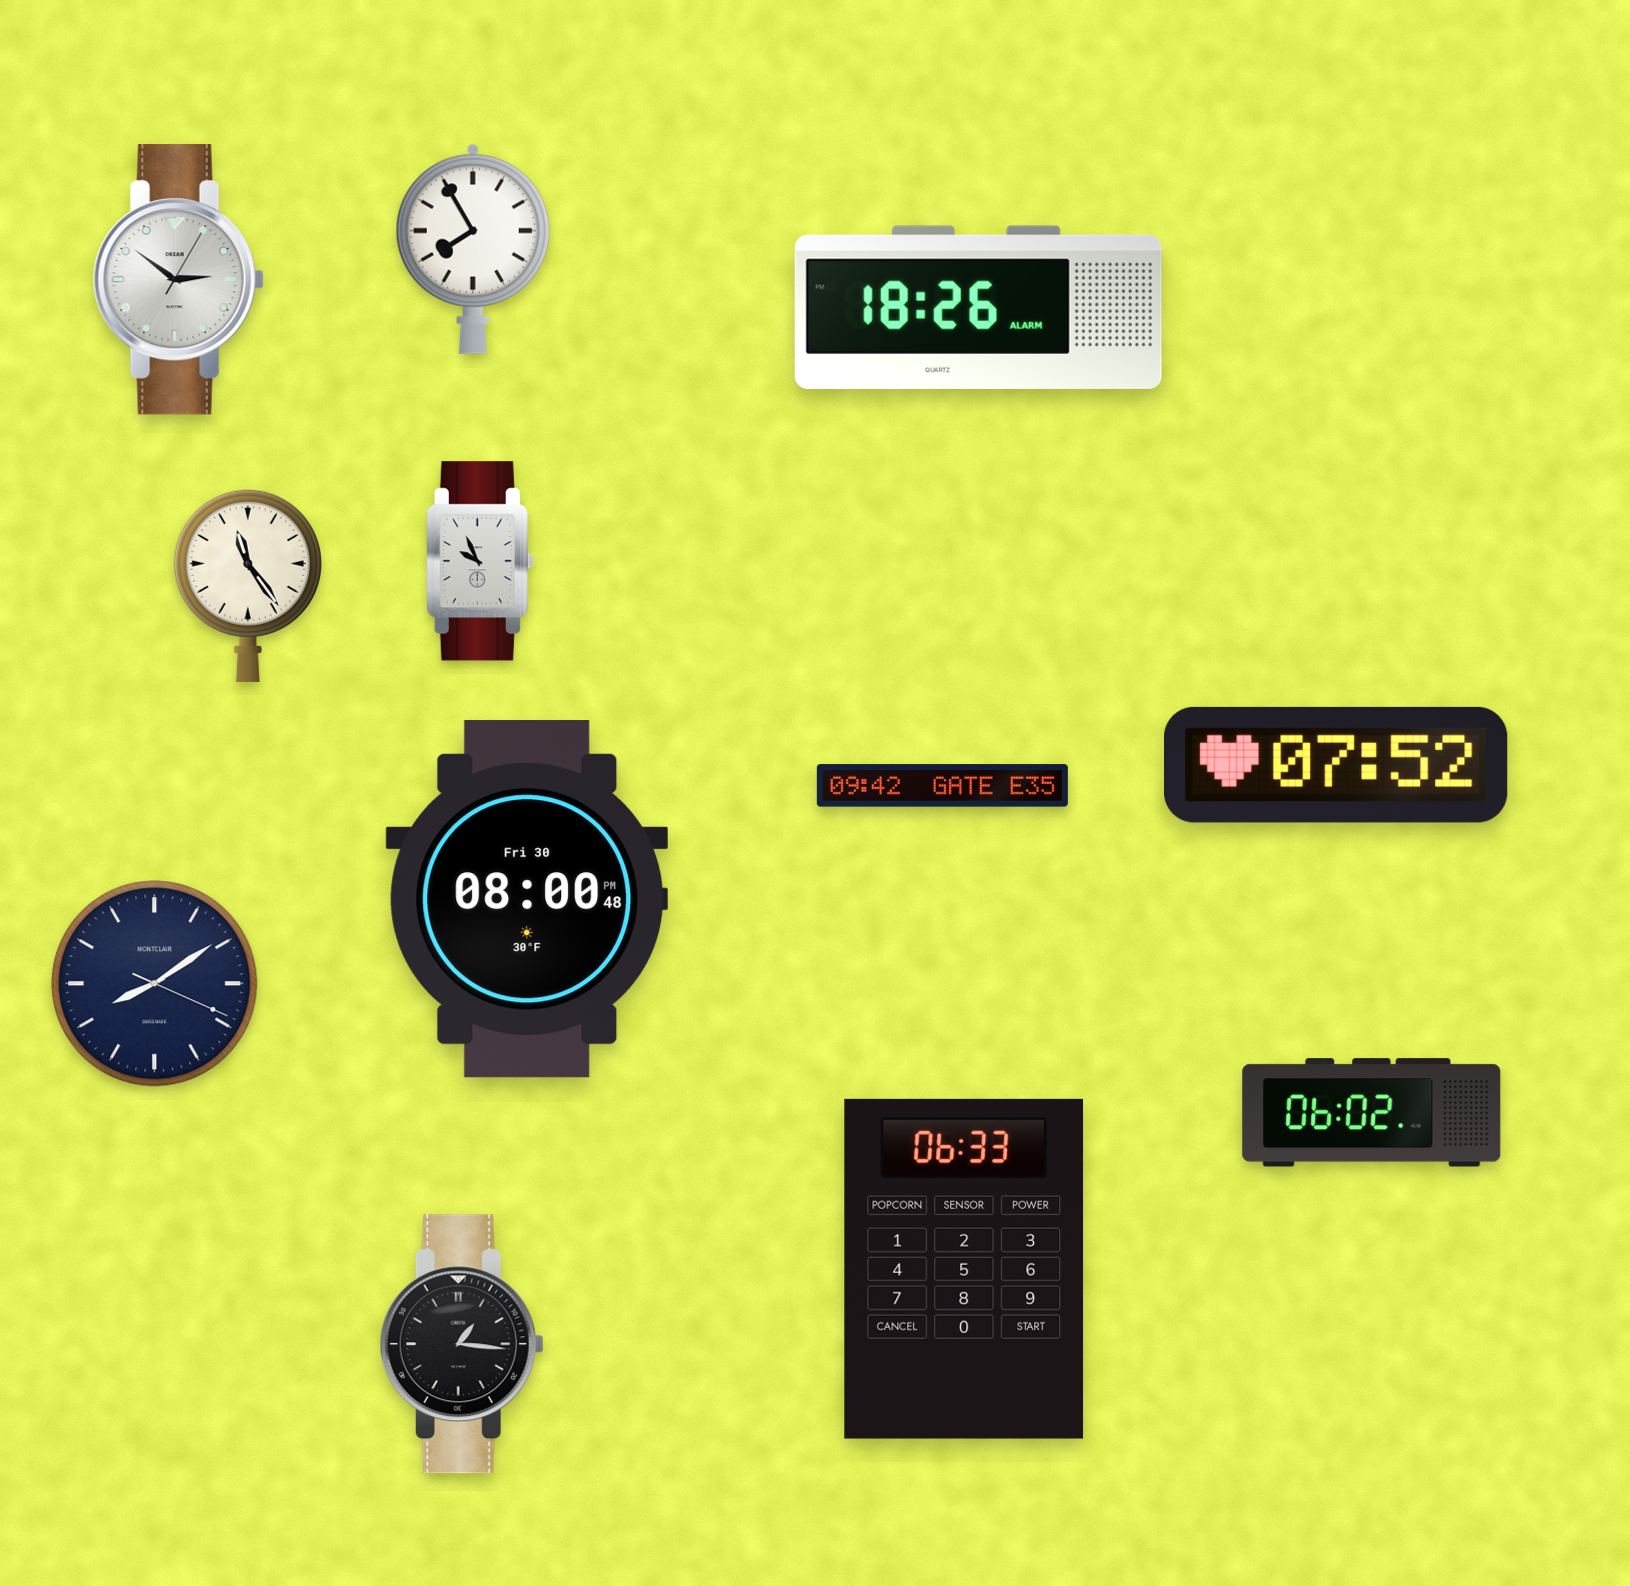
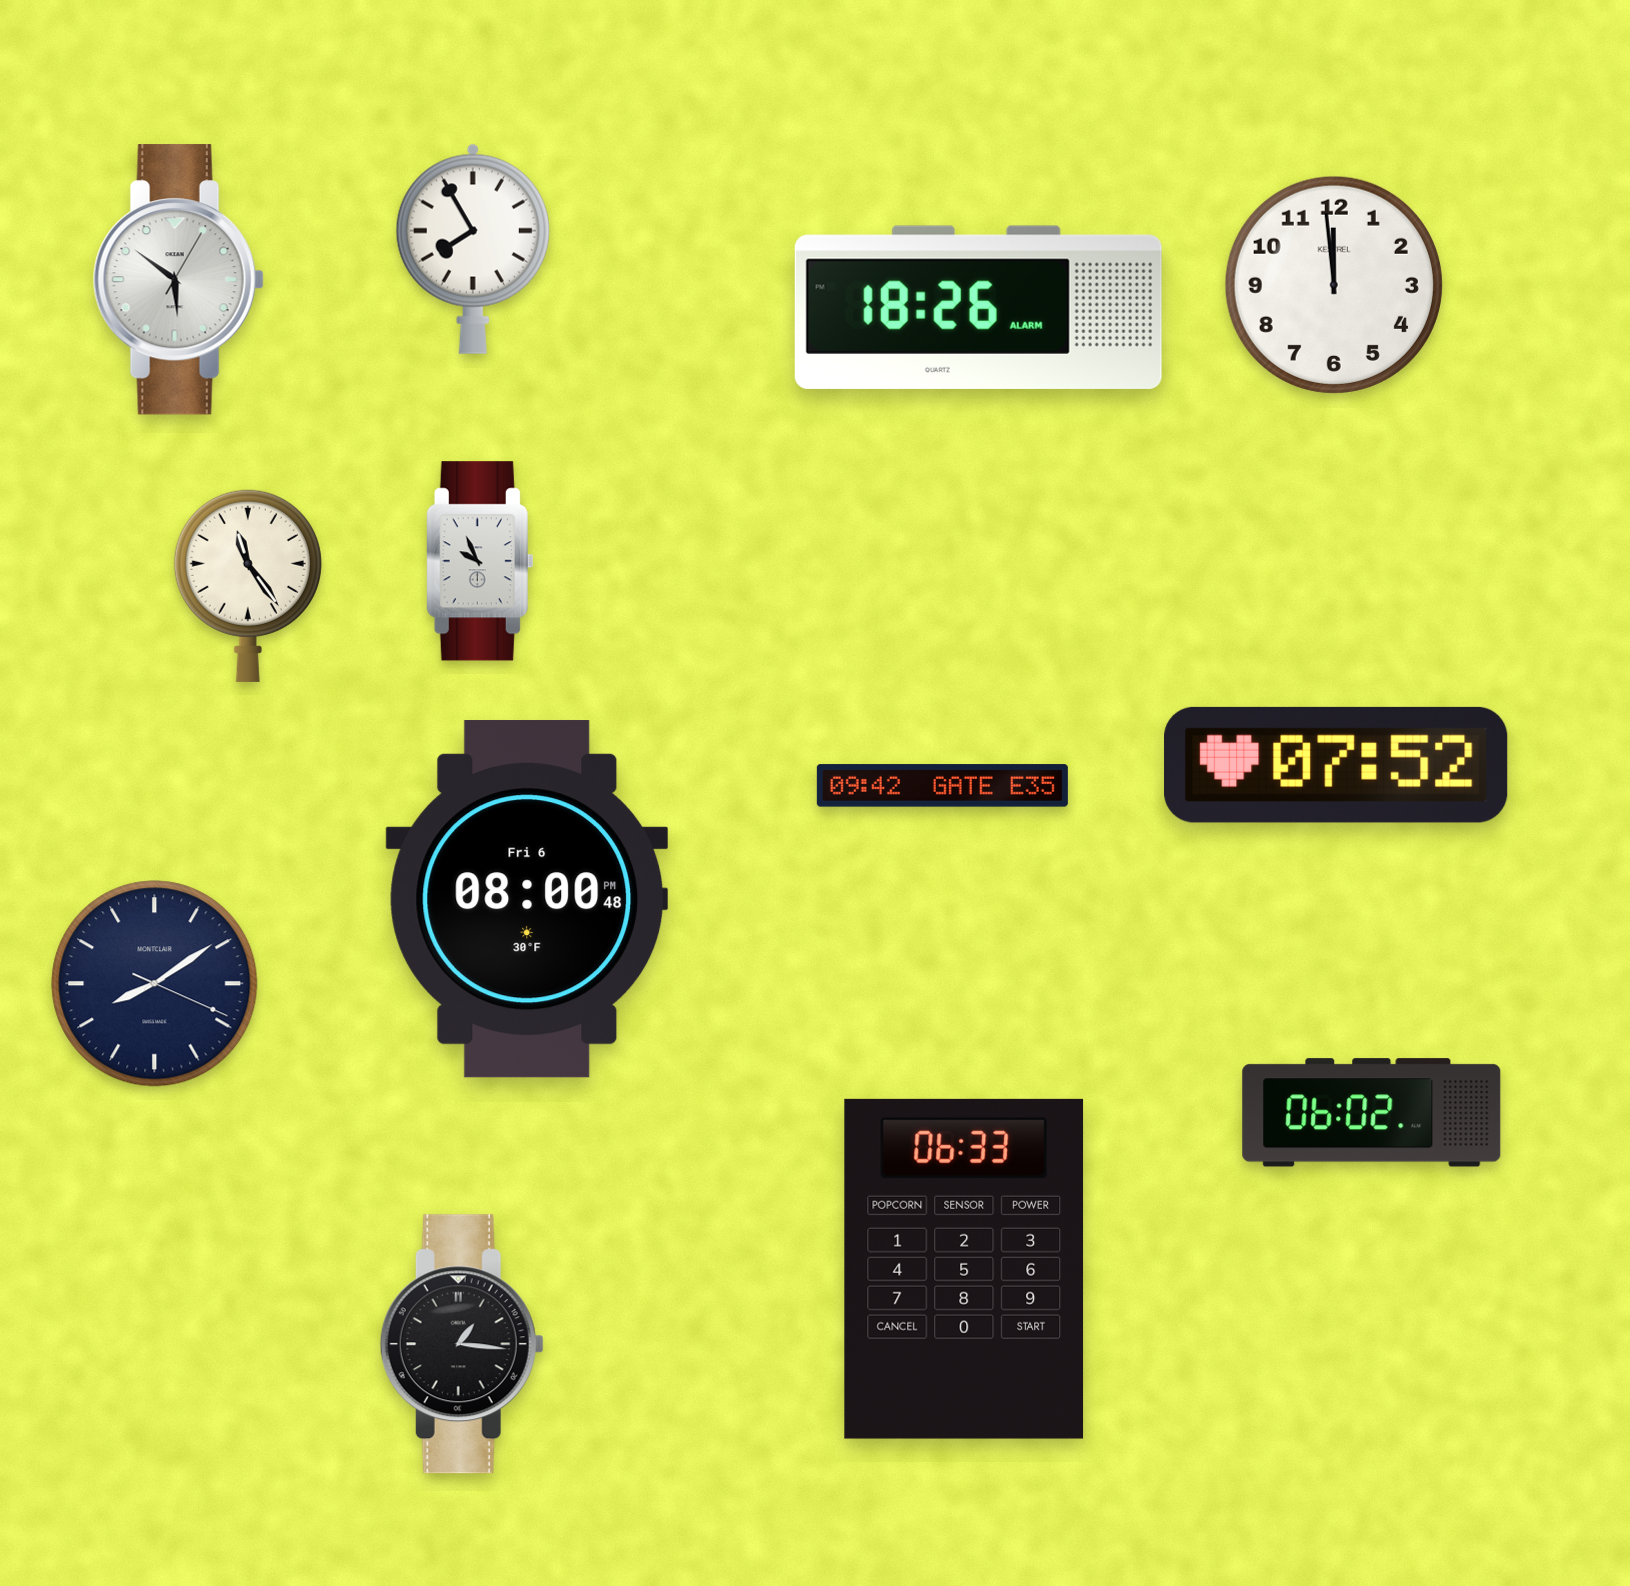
clock at (178, 280): 2:51 -> 5:51
clock at (1334, 285): none -> 11:59
clock at (527, 899) date: Fri 30 -> Fri 6
